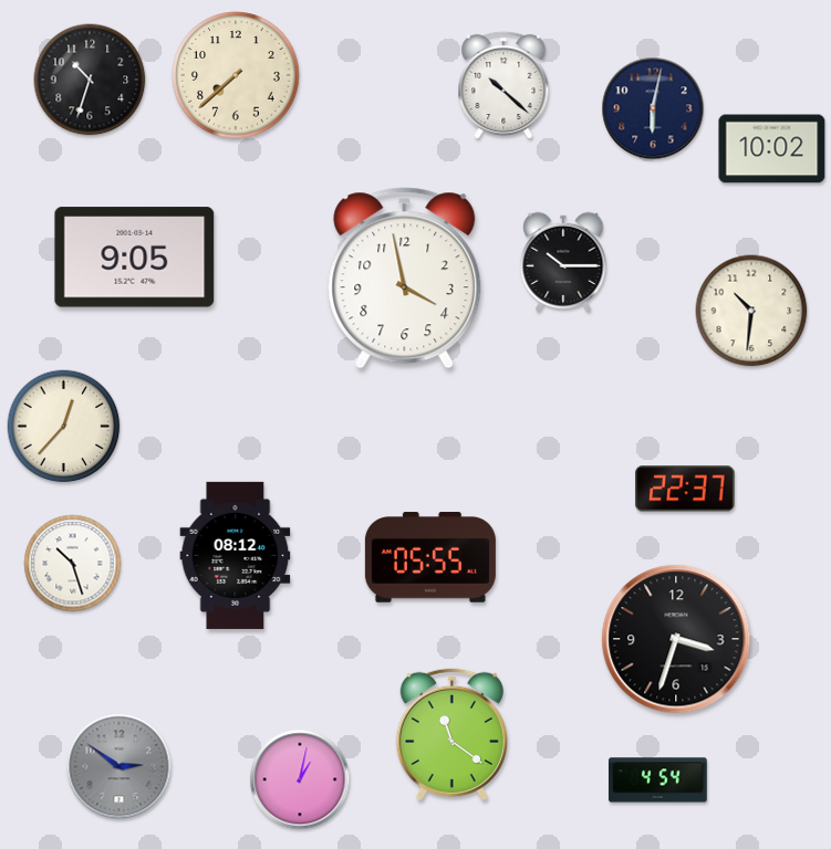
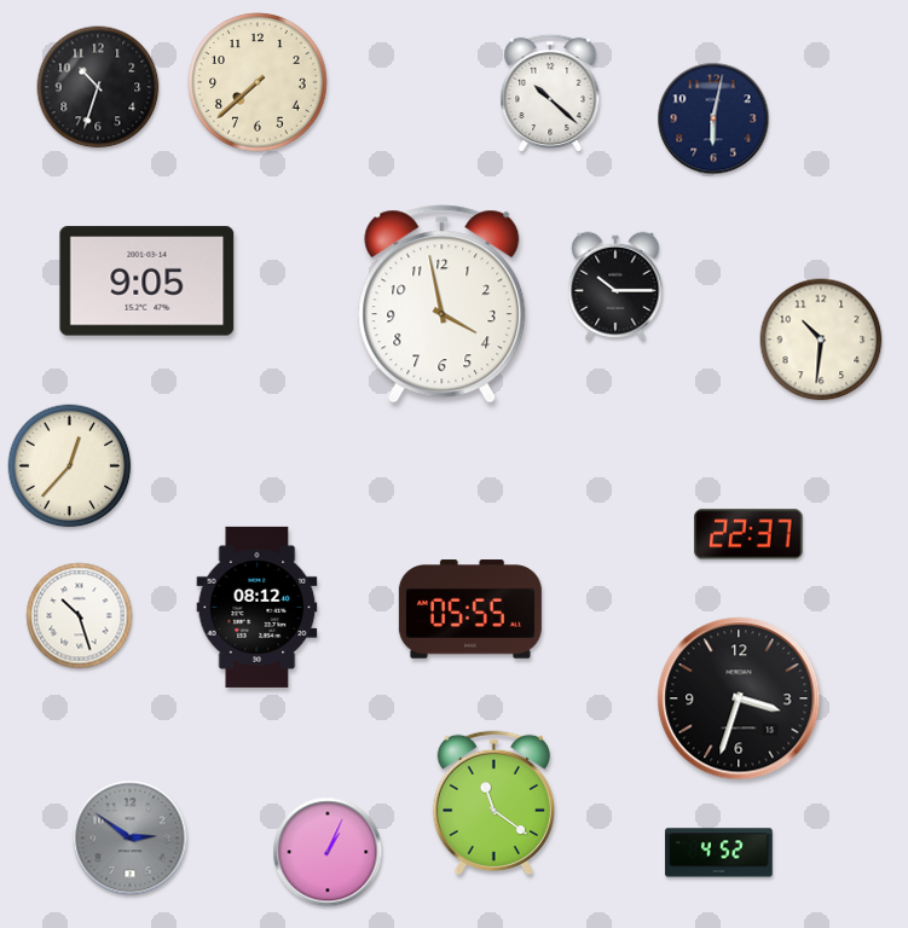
clock at (772, 149): 10:02 -> none
clock at (300, 779): 1:02 -> 1:04
clock at (658, 780): 4:54 -> 4:52
